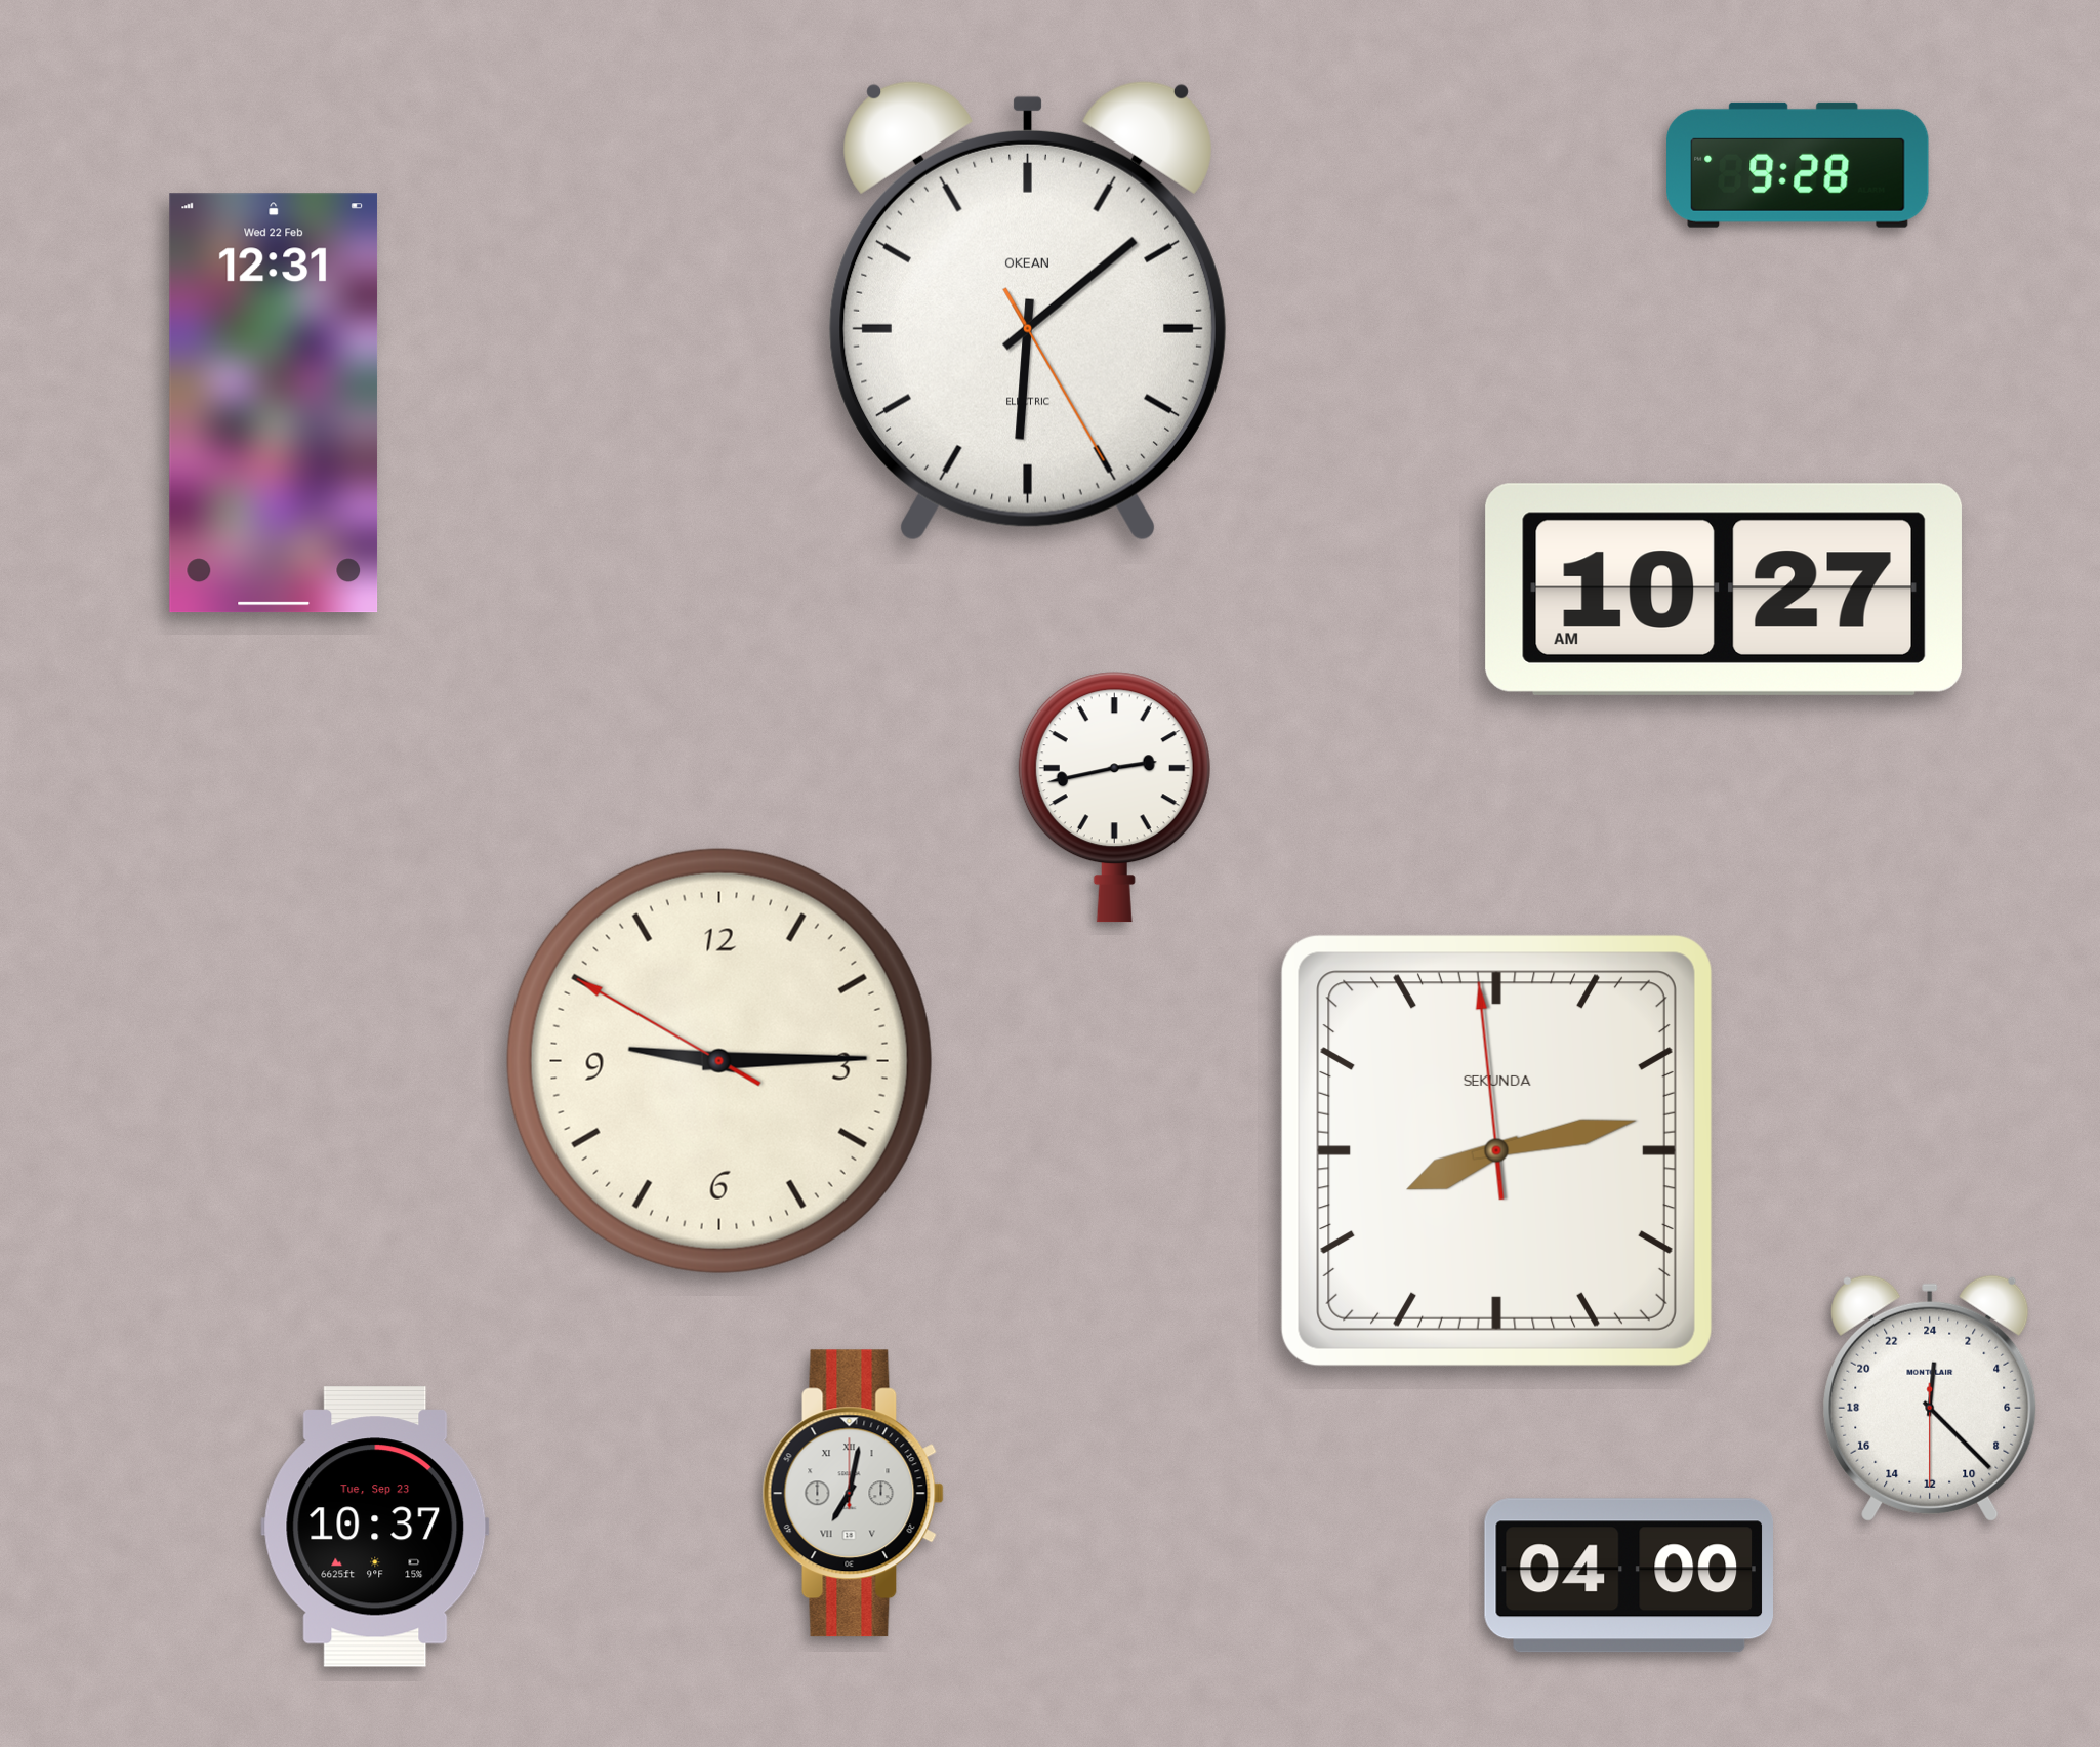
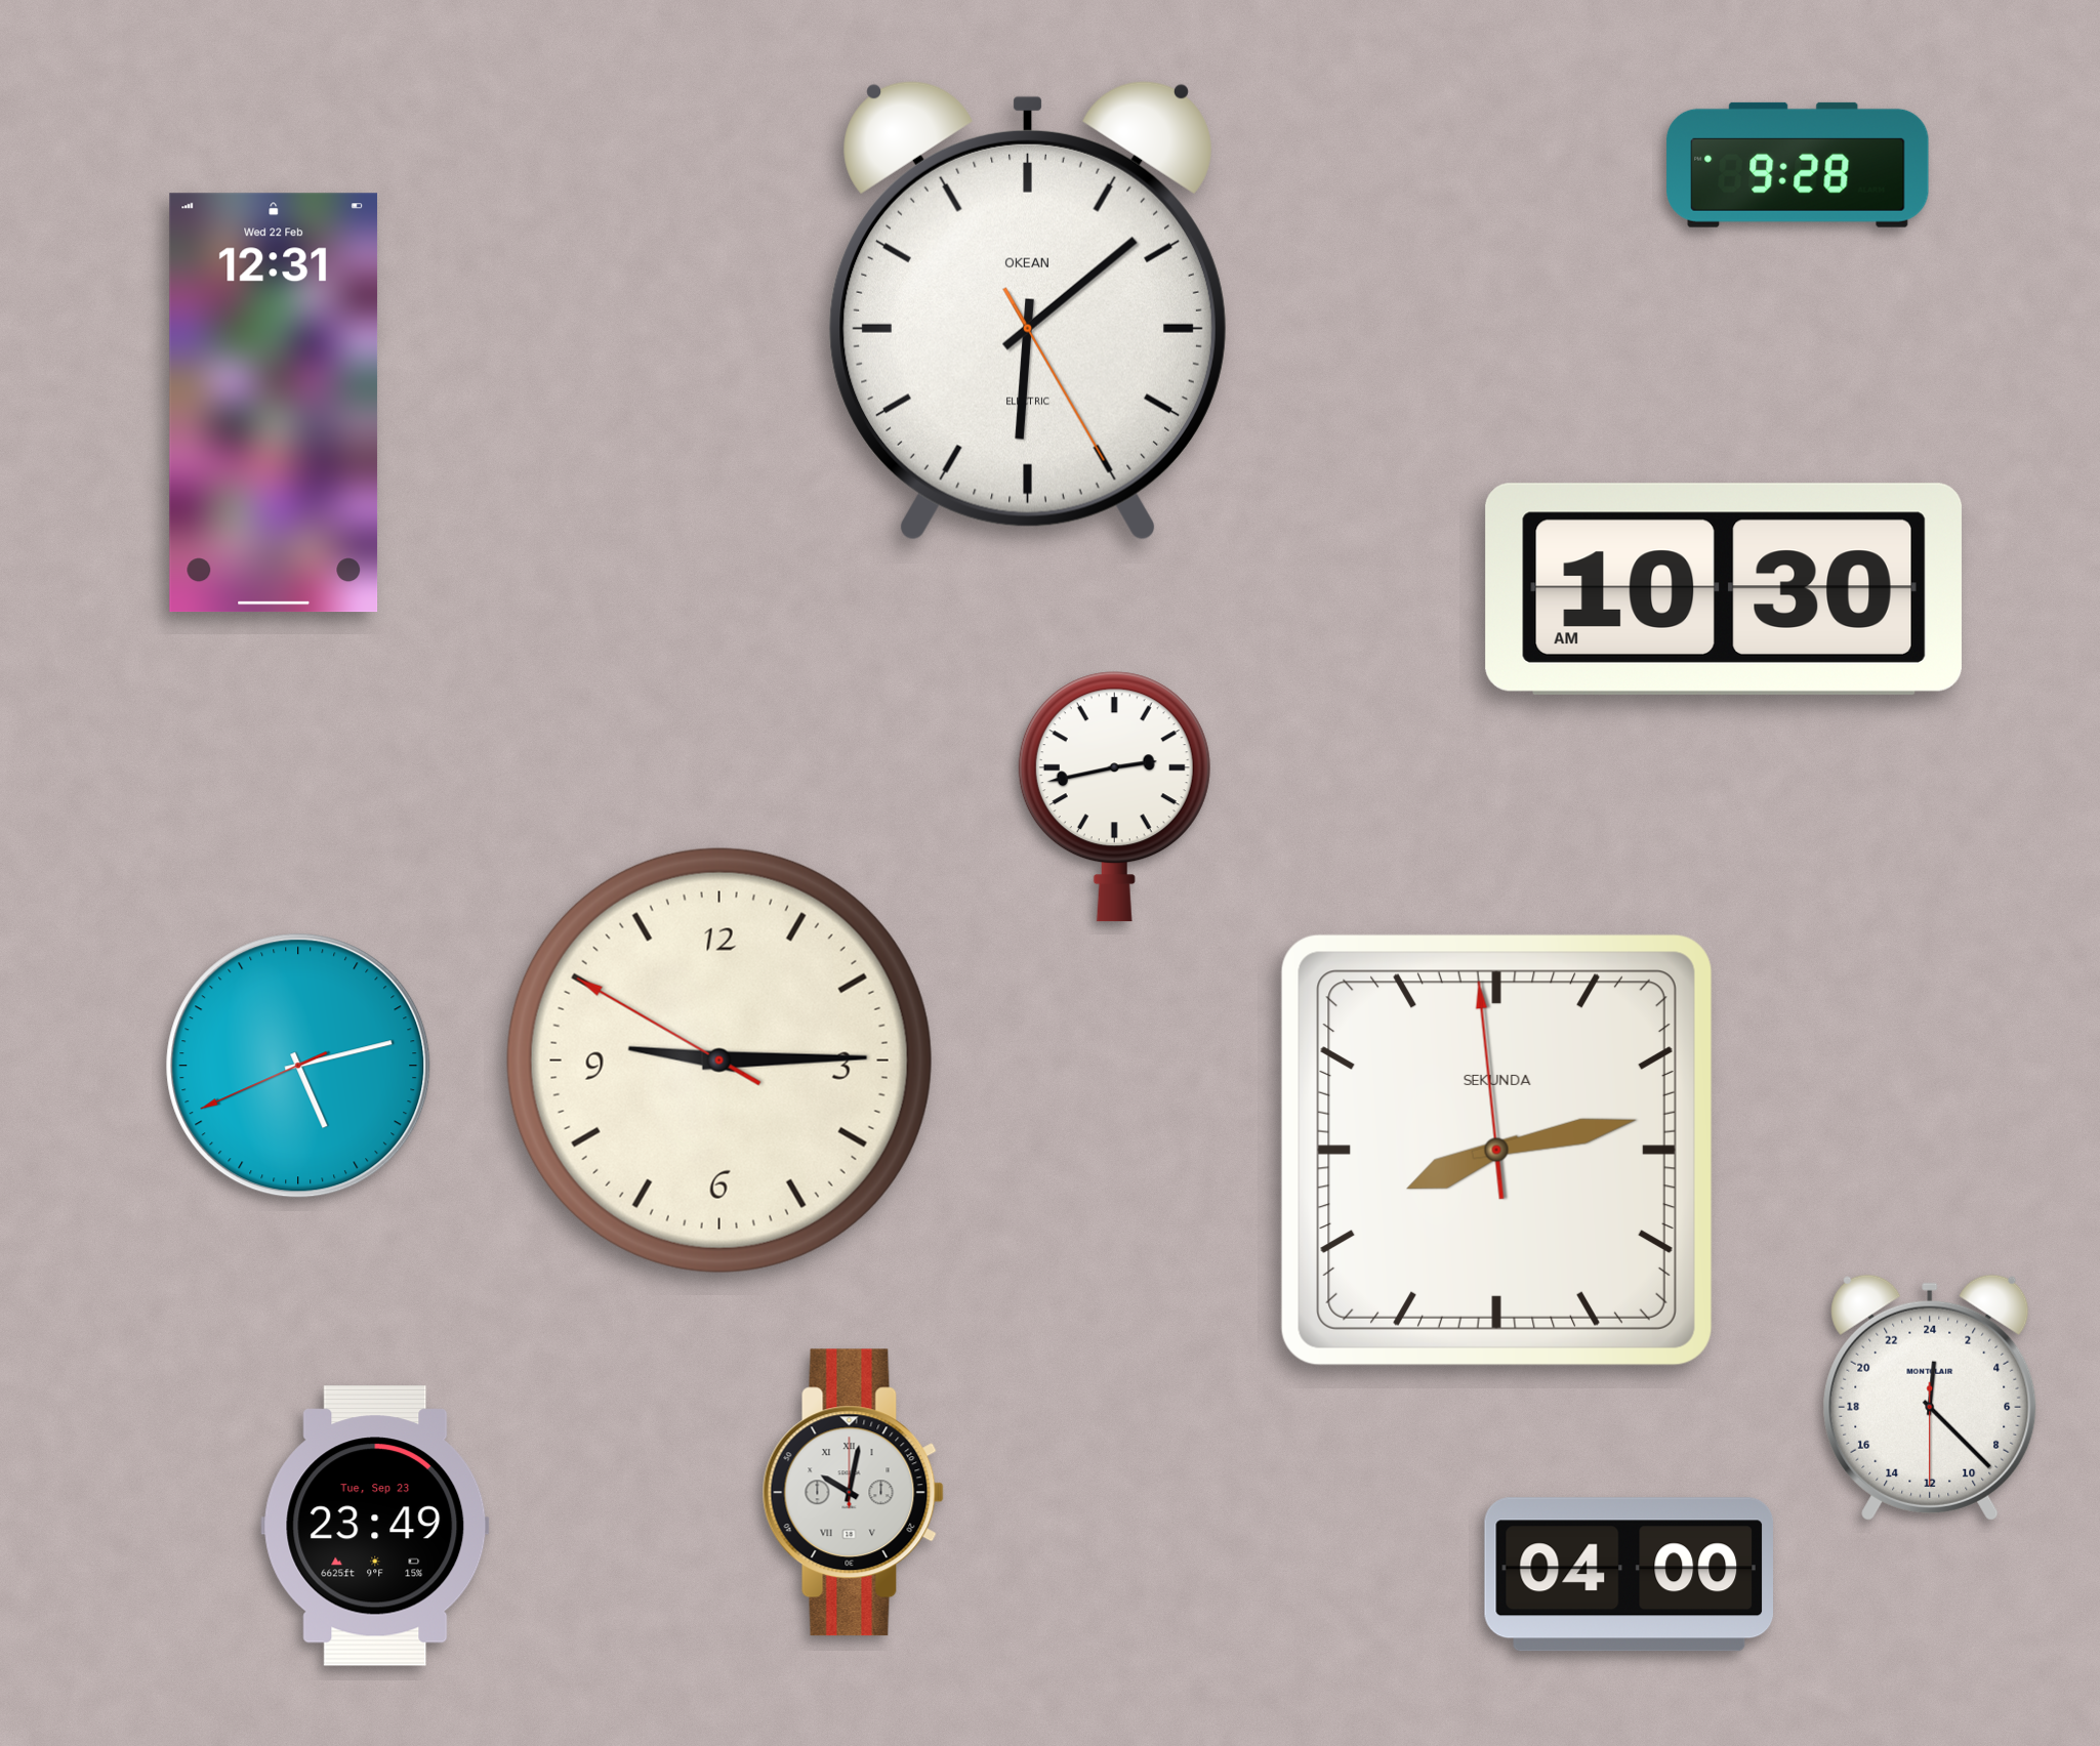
clock at (1724, 590): 10:27 -> 10:30
clock at (298, 1066): none -> 5:12
clock at (853, 1494): 7:02 -> 10:02
clock at (375, 1527): 10:37 -> 23:49
